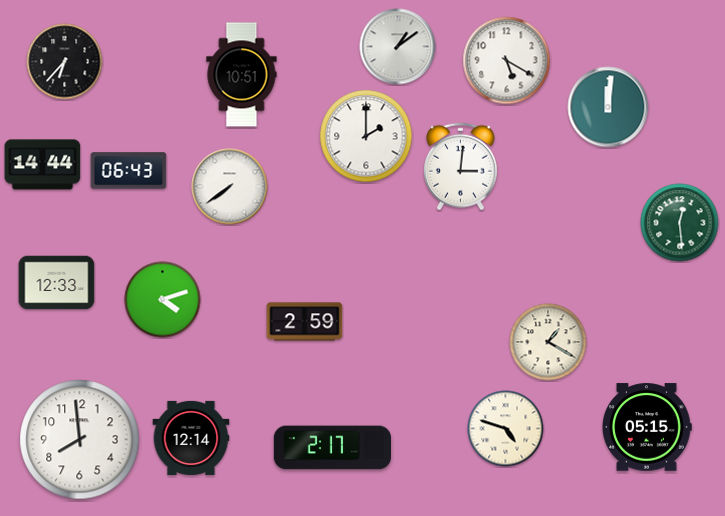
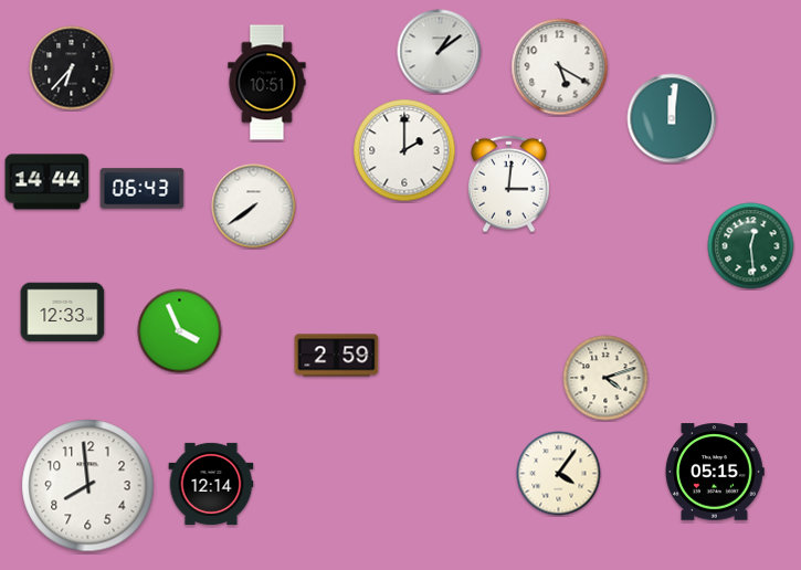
clock at (163, 300): 4:12 -> 3:56
clock at (548, 342): 1:20 -> 4:12
clock at (506, 429): 4:48 -> 4:06
clock at (332, 448): 2:17 -> none
